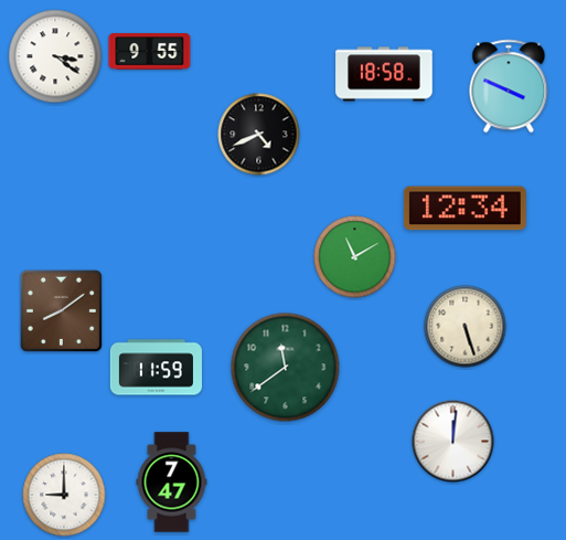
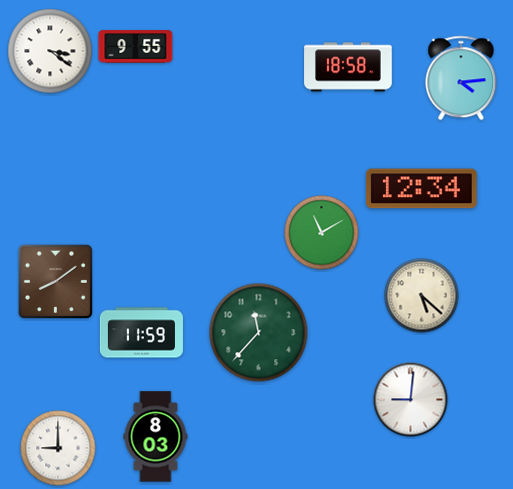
clock at (509, 86): 3:49 -> 4:14
clock at (259, 135): 4:41 -> none
clock at (466, 327): 5:27 -> 5:22
clock at (286, 368): 11:39 -> 11:37
clock at (453, 442): 12:01 -> 9:01
clock at (172, 483): 7:47 -> 8:03
